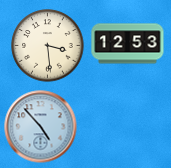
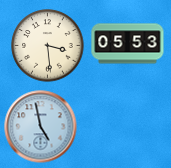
clock at (128, 44): 12:53 -> 05:53
clock at (41, 127): 4:53 -> 4:58
